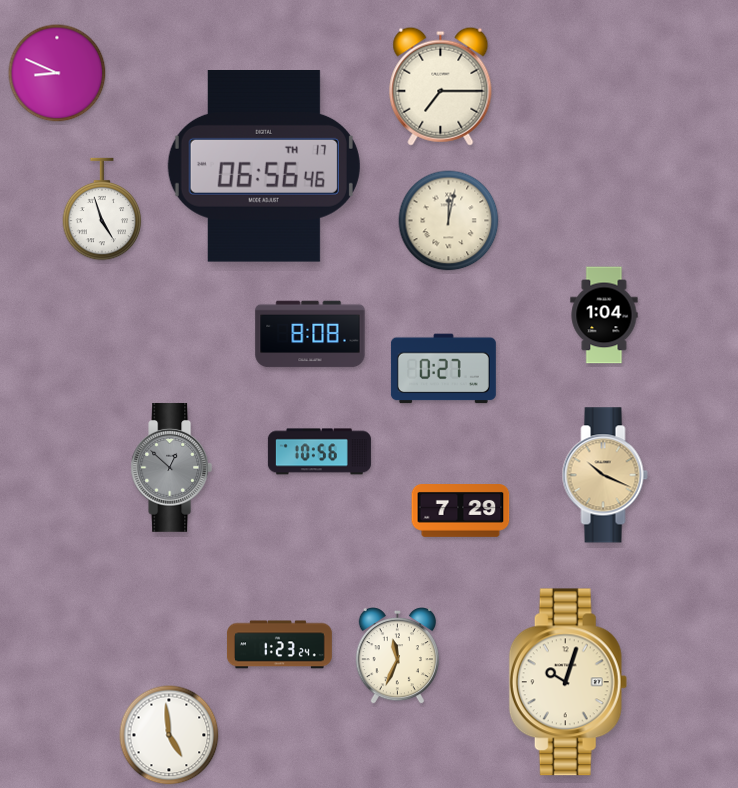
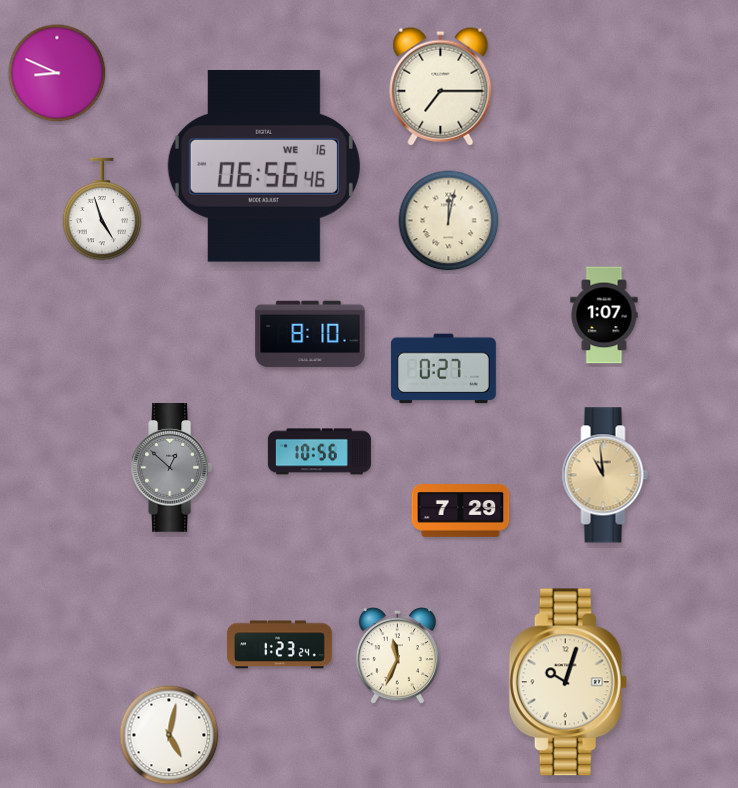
clock at (264, 167) date: TH 17 -> WE 16
clock at (604, 315): 1:04 -> 1:07
clock at (310, 334): 8:08 -> 8:10
clock at (605, 475): 10:19 -> 10:59
clock at (169, 735): 4:59 -> 5:02
